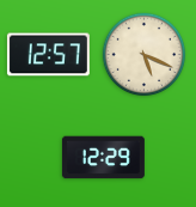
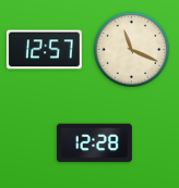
clock at (145, 55): 5:19 -> 11:19
clock at (103, 158): 12:29 -> 12:28
